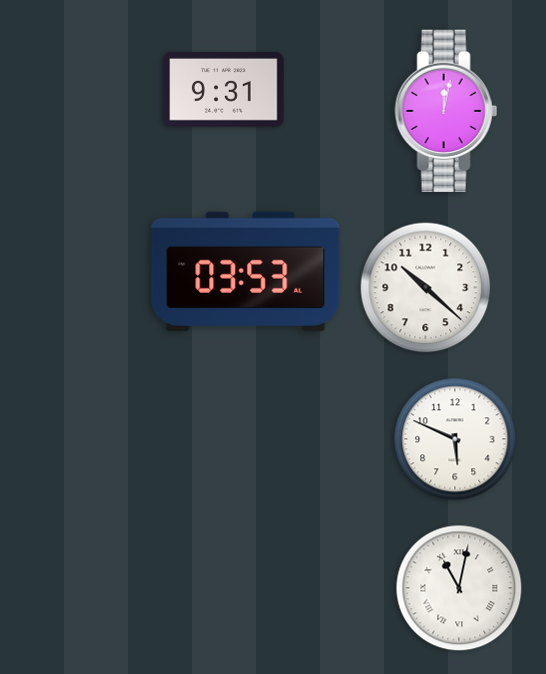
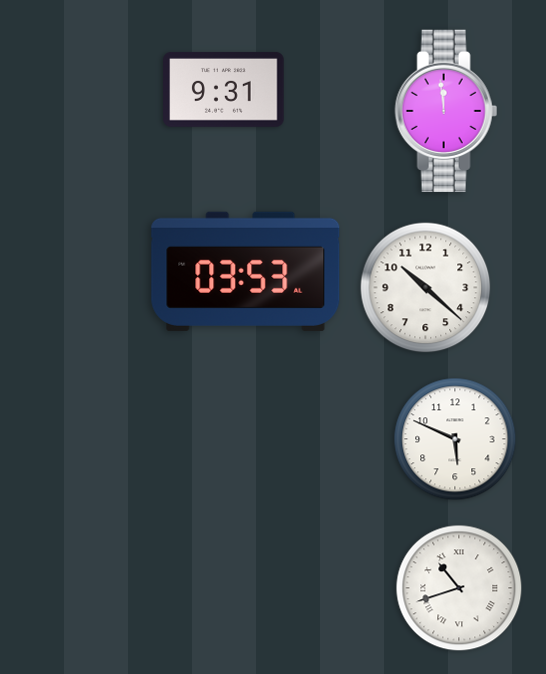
clock at (446, 110): 12:02 -> 11:59
clock at (459, 588): 11:02 -> 10:42
